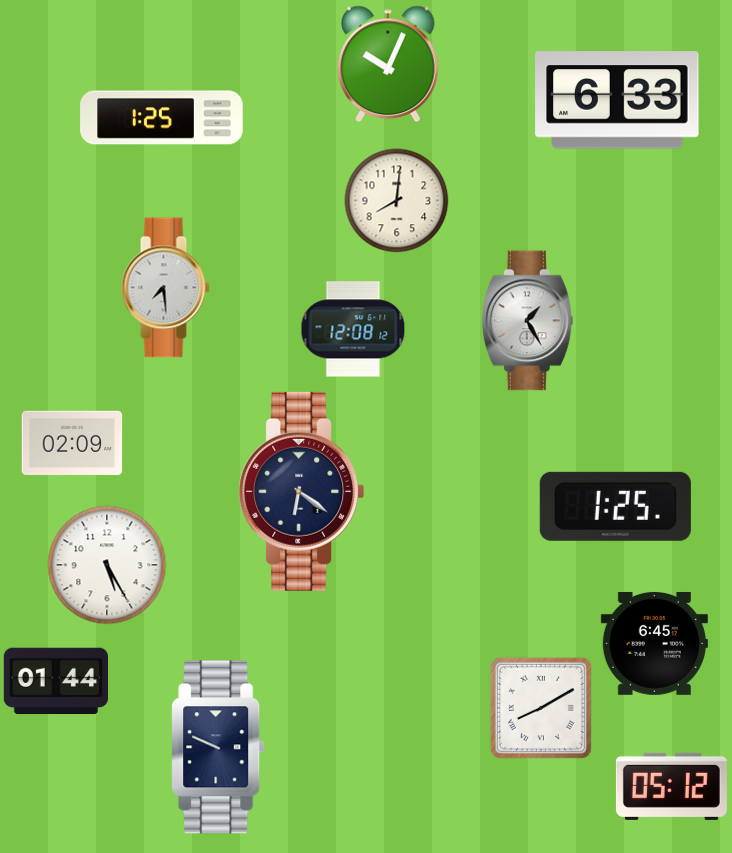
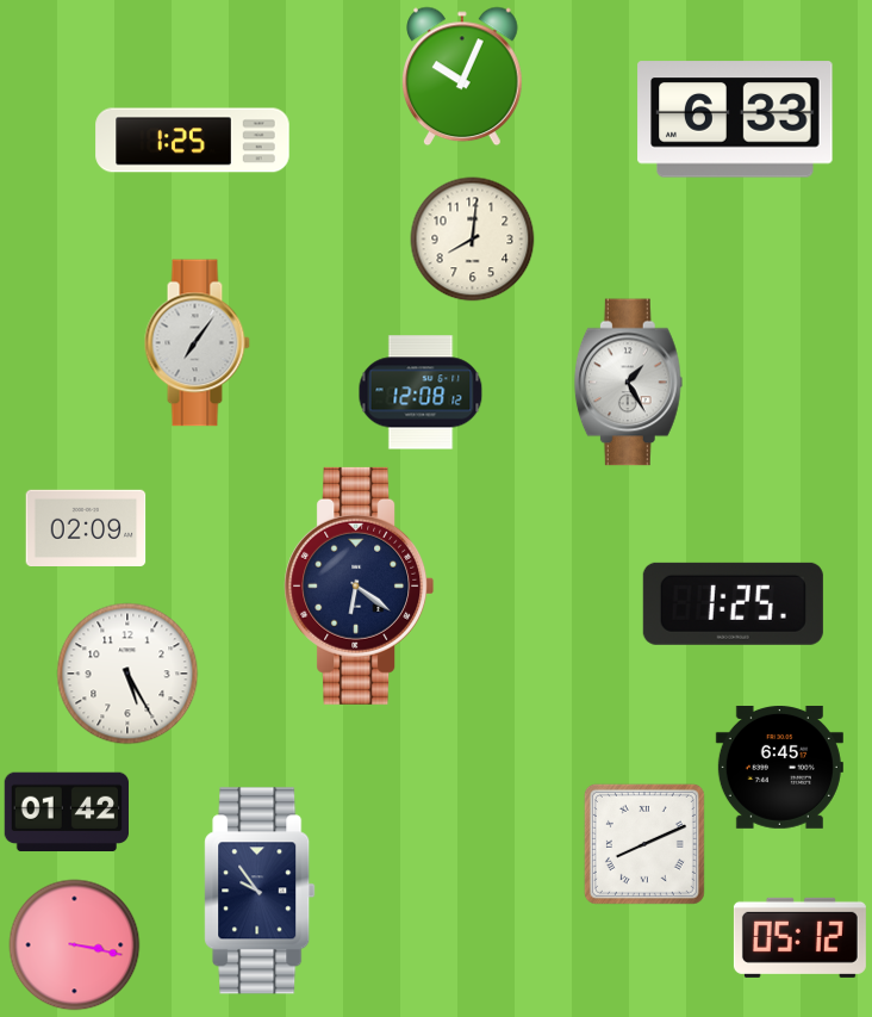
clock at (165, 288): 7:29 -> 7:06
clock at (55, 681): 01:44 -> 01:42
clock at (541, 708): 8:10 -> 8:11
clock at (218, 747): 9:49 -> 9:54
clock at (75, 945): none -> 3:17
